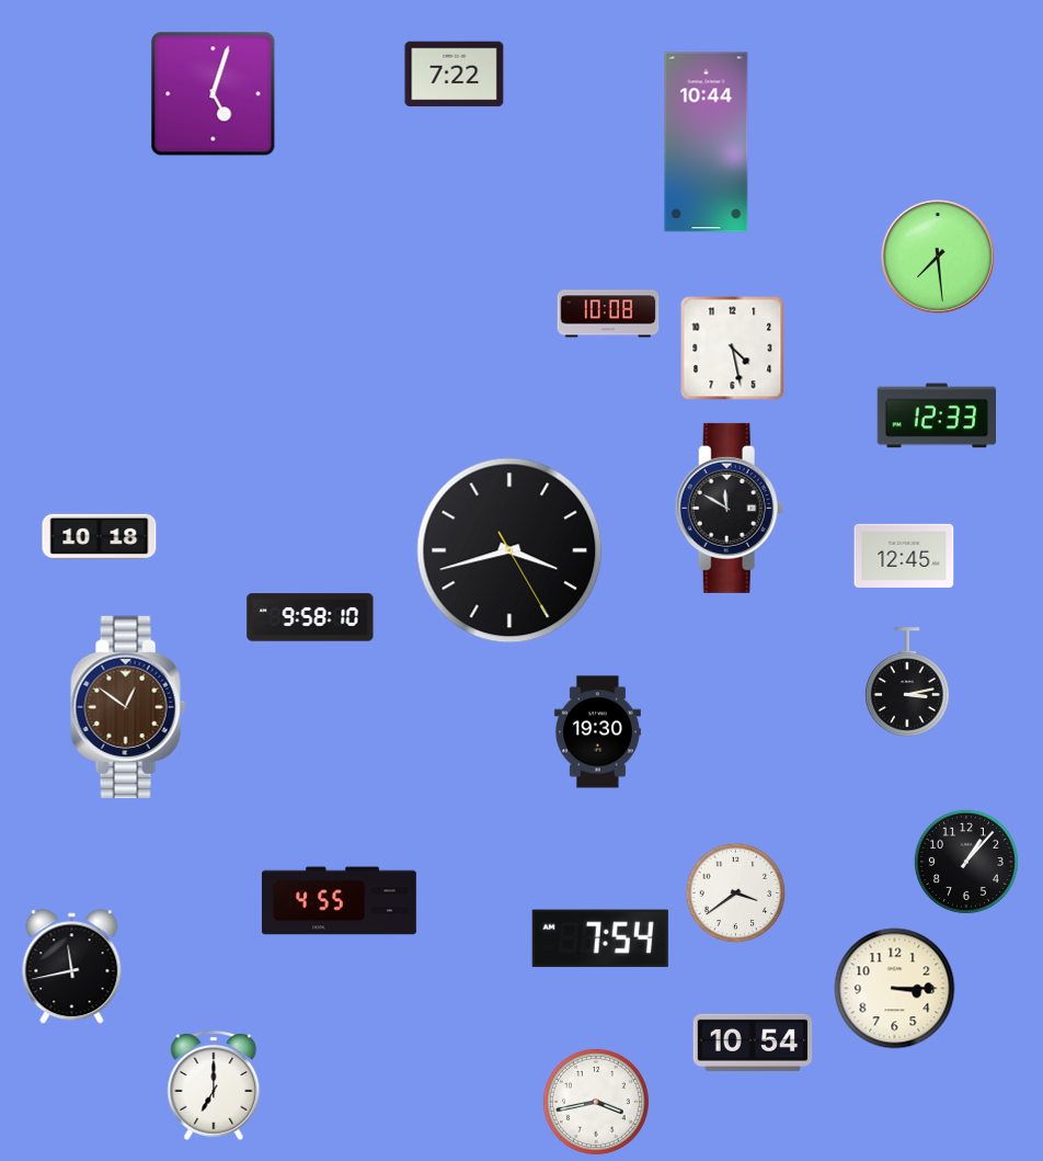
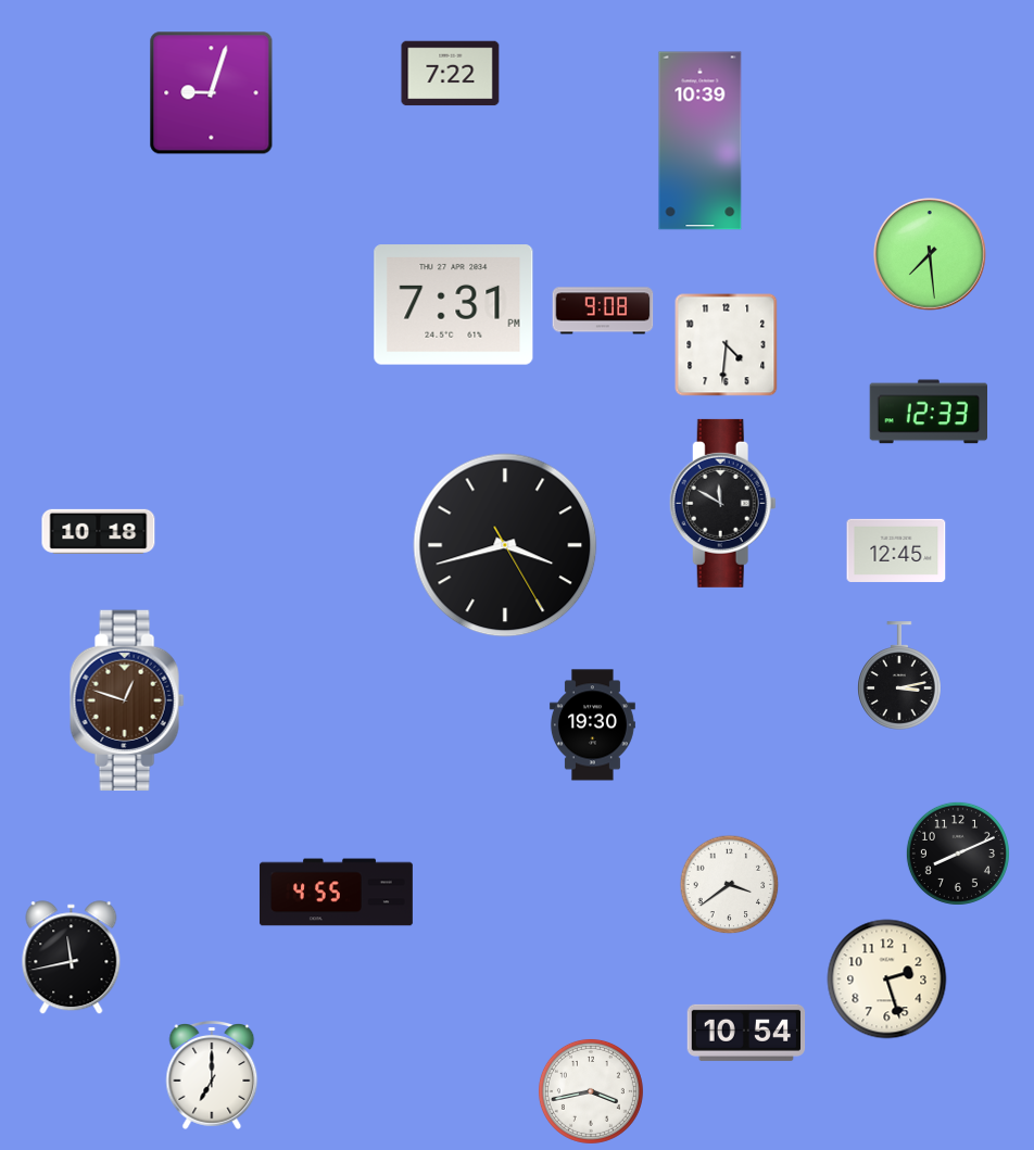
clock at (214, 94): 5:03 -> 9:03
clock at (707, 143): 10:44 -> 10:39
clock at (454, 305): none -> 7:31
clock at (608, 314): 10:08 -> 9:08
clock at (733, 349): 4:28 -> 4:31
clock at (310, 617): 9:58 -> none
clock at (128, 707): 12:51 -> 12:48
clock at (966, 862): 1:07 -> 8:11
clock at (600, 937): 7:54 -> none
clock at (895, 989): 3:15 -> 2:27
